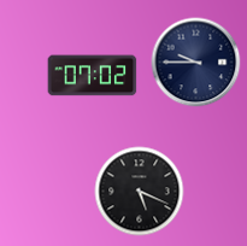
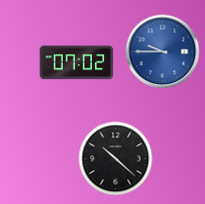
clock at (196, 63) dial: navy -> blue
clock at (140, 192): 5:19 -> 10:22
